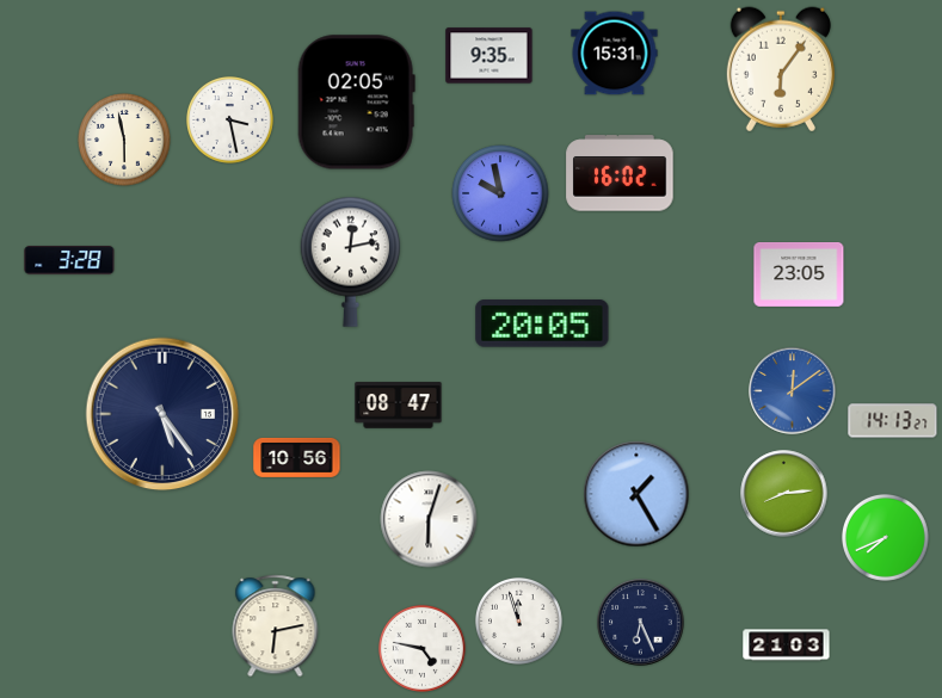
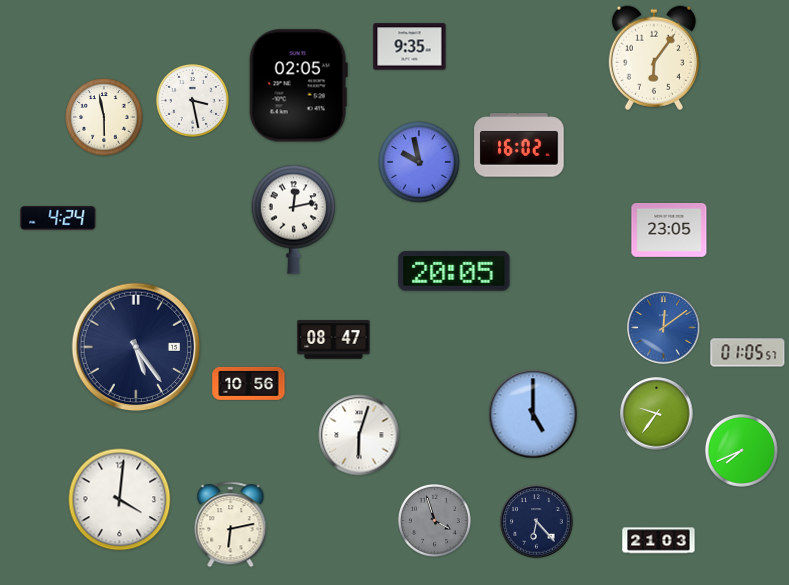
clock at (615, 54): 15:31 -> none
clock at (69, 261): 3:28 -> 4:24
clock at (893, 421): 14:13 -> 01:05
clock at (636, 494): 1:25 -> 5:00
clock at (784, 494): 8:14 -> 9:36
clock at (120, 500): none -> 4:01
clock at (518, 620): 11:57 -> 3:57
clock at (518, 620) dial: white -> grey
clock at (641, 623): 6:26 -> 6:23
clock at (421, 648): 4:47 -> none
